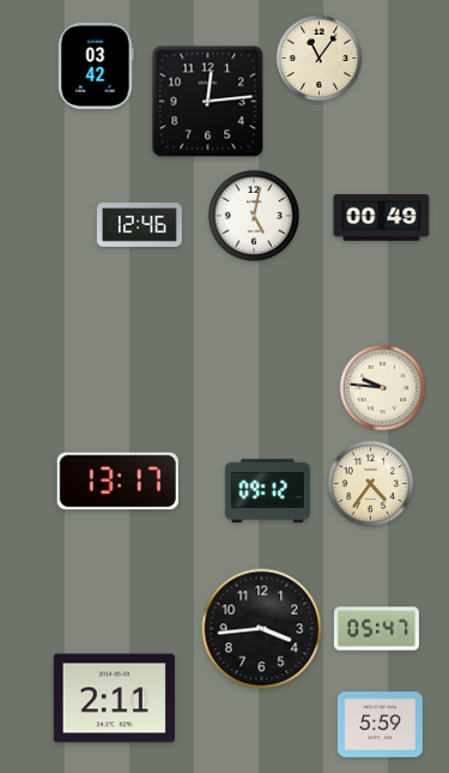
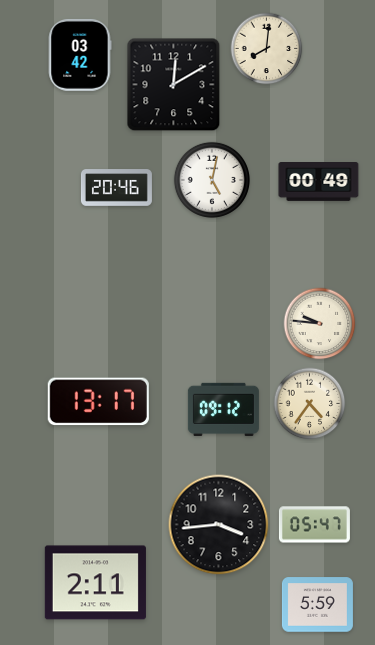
clock at (320, 59): 11:06 -> 8:01
clock at (208, 102): 12:14 -> 12:10
clock at (139, 225): 12:46 -> 20:46
